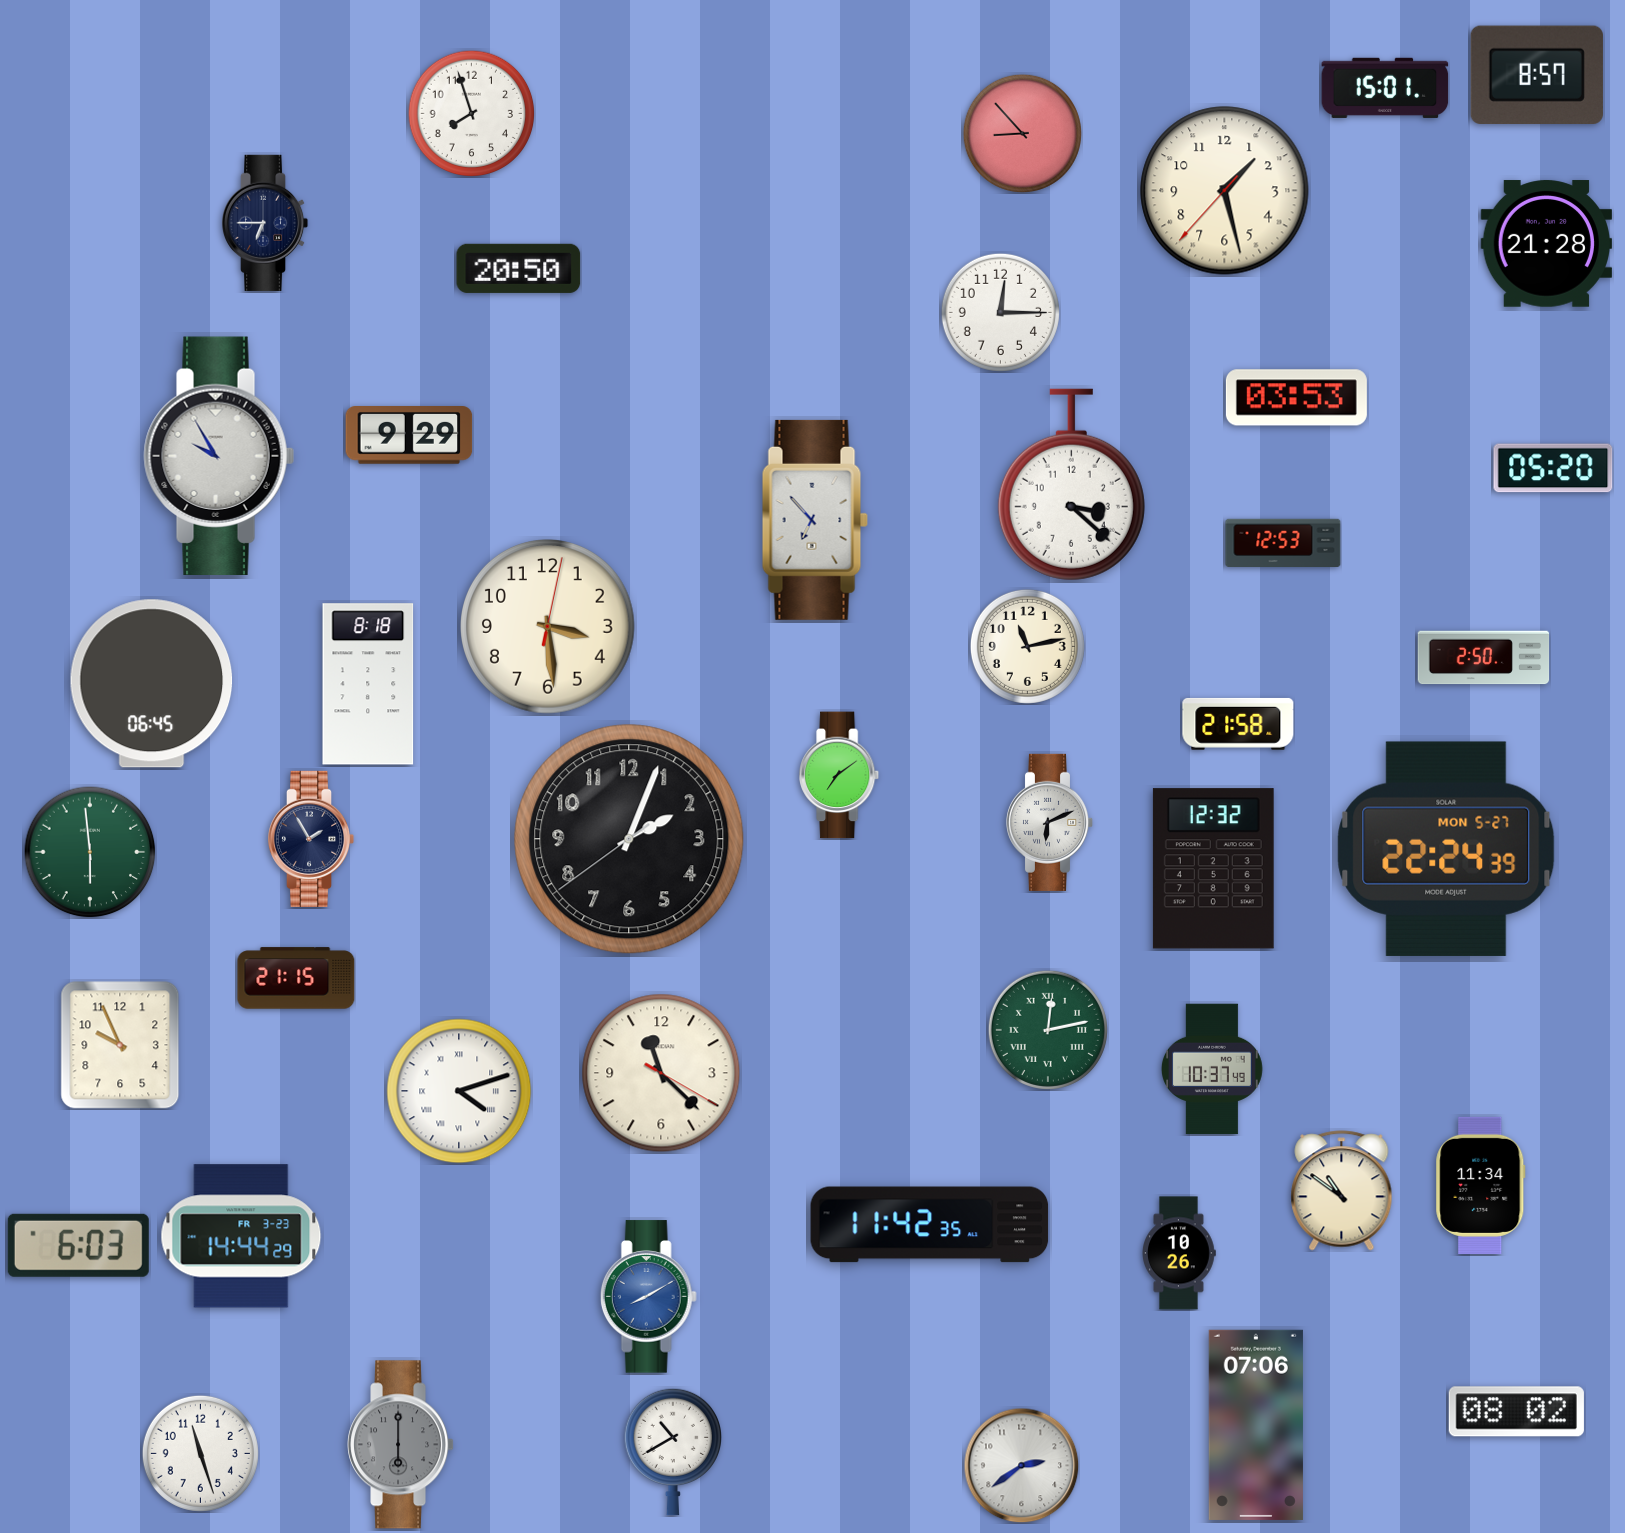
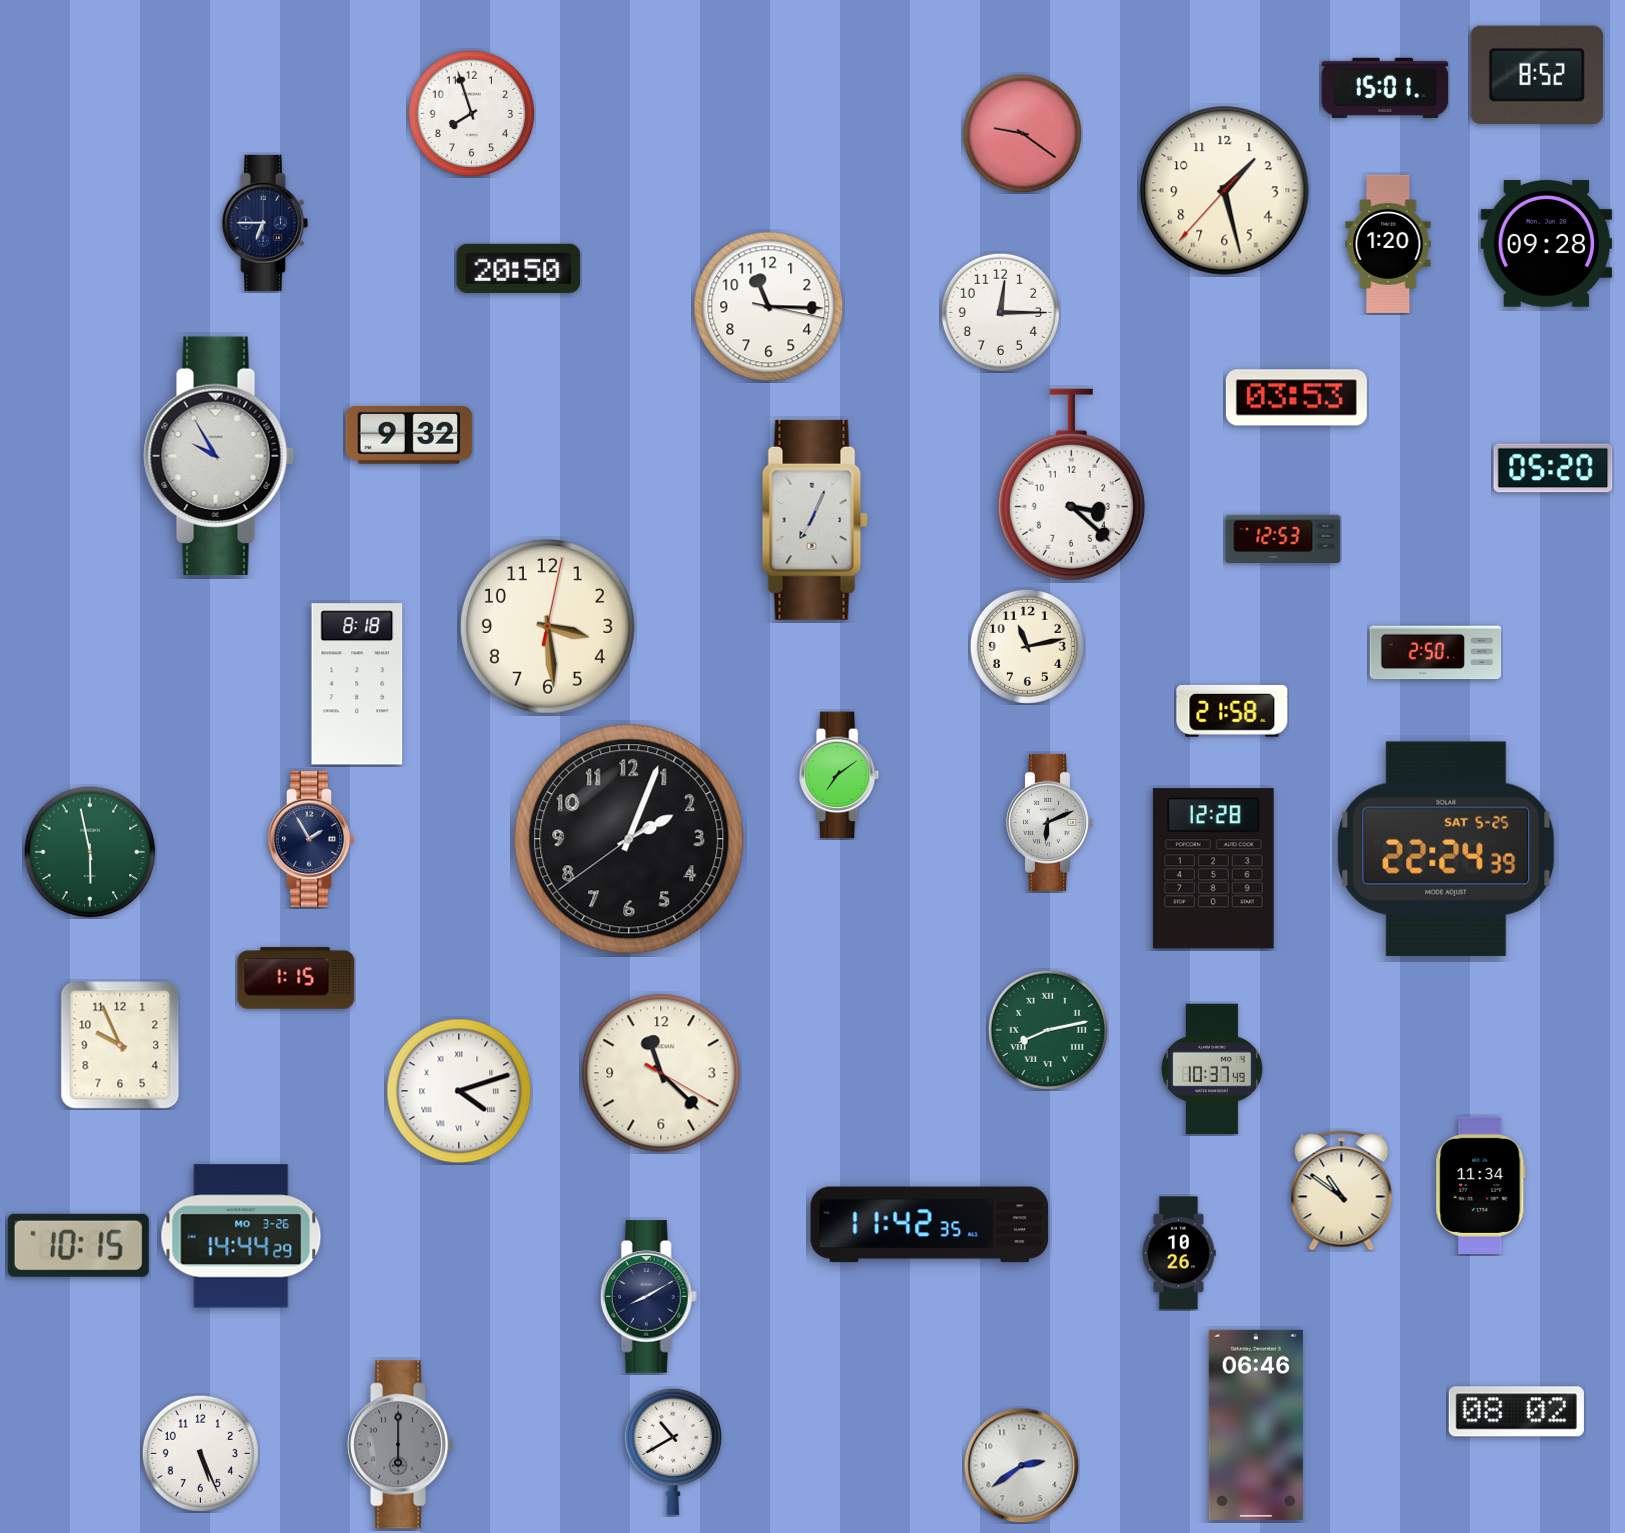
clock at (1537, 75): 8:57 -> 8:52
clock at (1022, 133): 8:53 -> 9:21
clock at (1388, 244): none -> 1:20
clock at (1546, 244): 21:28 -> 09:28
clock at (769, 307): none -> 11:15
clock at (409, 436): 9:29 -> 9:32
clock at (815, 520): 6:53 -> 7:04
clock at (1283, 542) position: (1283, 542) -> (1283, 538)
clock at (1484, 658) position: (1484, 658) -> (1436, 653)
clock at (152, 684): 06:45 -> none
clock at (368, 684) position: (368, 684) -> (357, 684)
clock at (1238, 724) position: (1238, 724) -> (1232, 711)
clock at (1446, 849) date: MON 5-27 -> SAT 5-25
clock at (90, 852): 5:59 -> 5:58
clock at (1213, 869): 12:32 -> 12:28
clock at (296, 978): 21:15 -> 1:15
clock at (1048, 1030): 12:13 -> 8:13
clock at (241, 1236) date: FR 3-23 -> MO 3-26
clock at (78, 1245): 6:03 -> 10:15
clock at (648, 1297) dial: blue -> navy
clock at (1256, 1425): 07:06 -> 06:46
clock at (200, 1453): 11:27 -> 5:26
